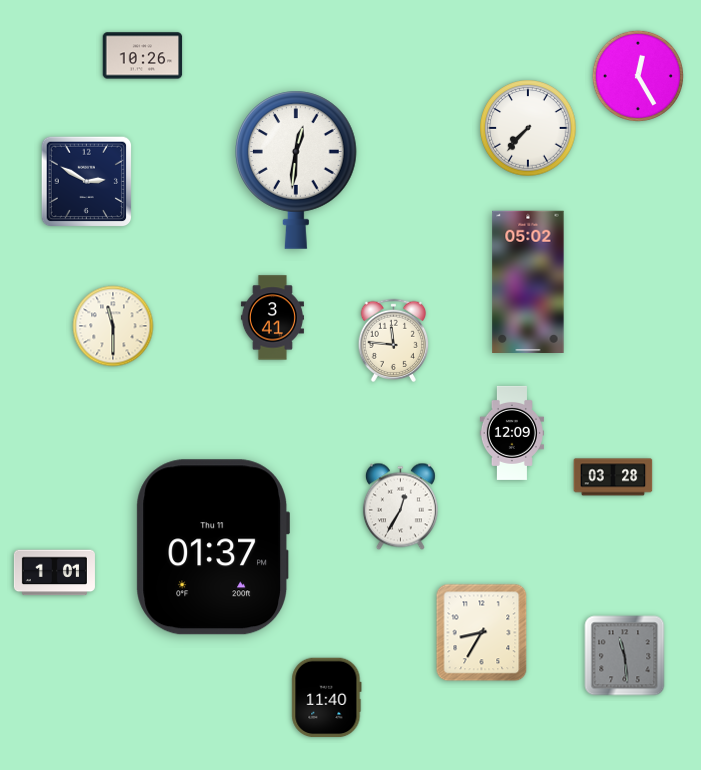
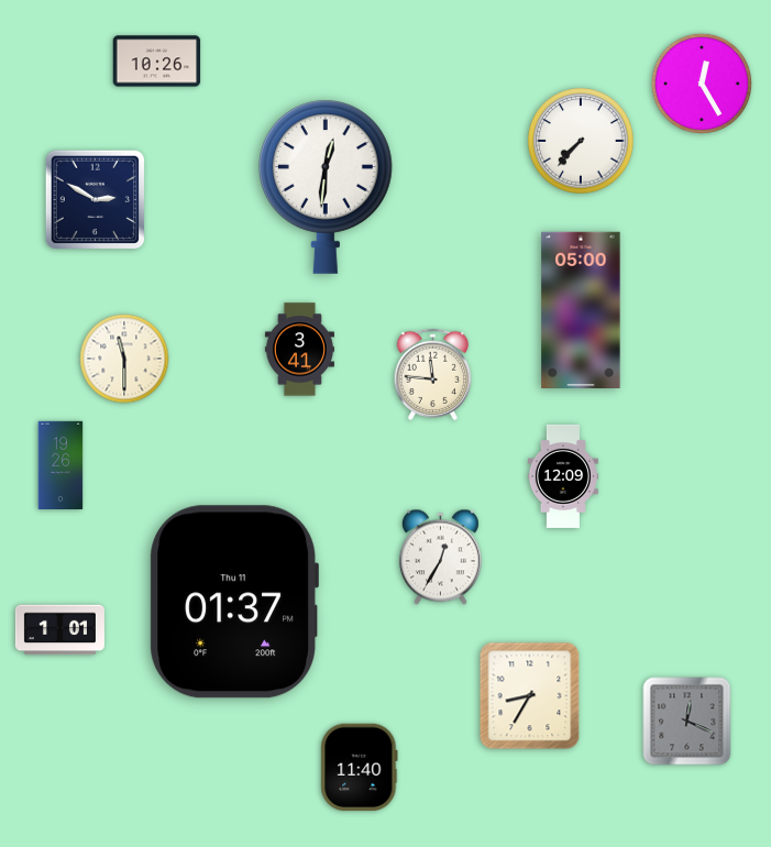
clock at (528, 281): 05:02 -> 05:00
clock at (60, 465): none -> 19:26
clock at (613, 477): 03:28 -> none
clock at (625, 656): 11:29 -> 12:19
